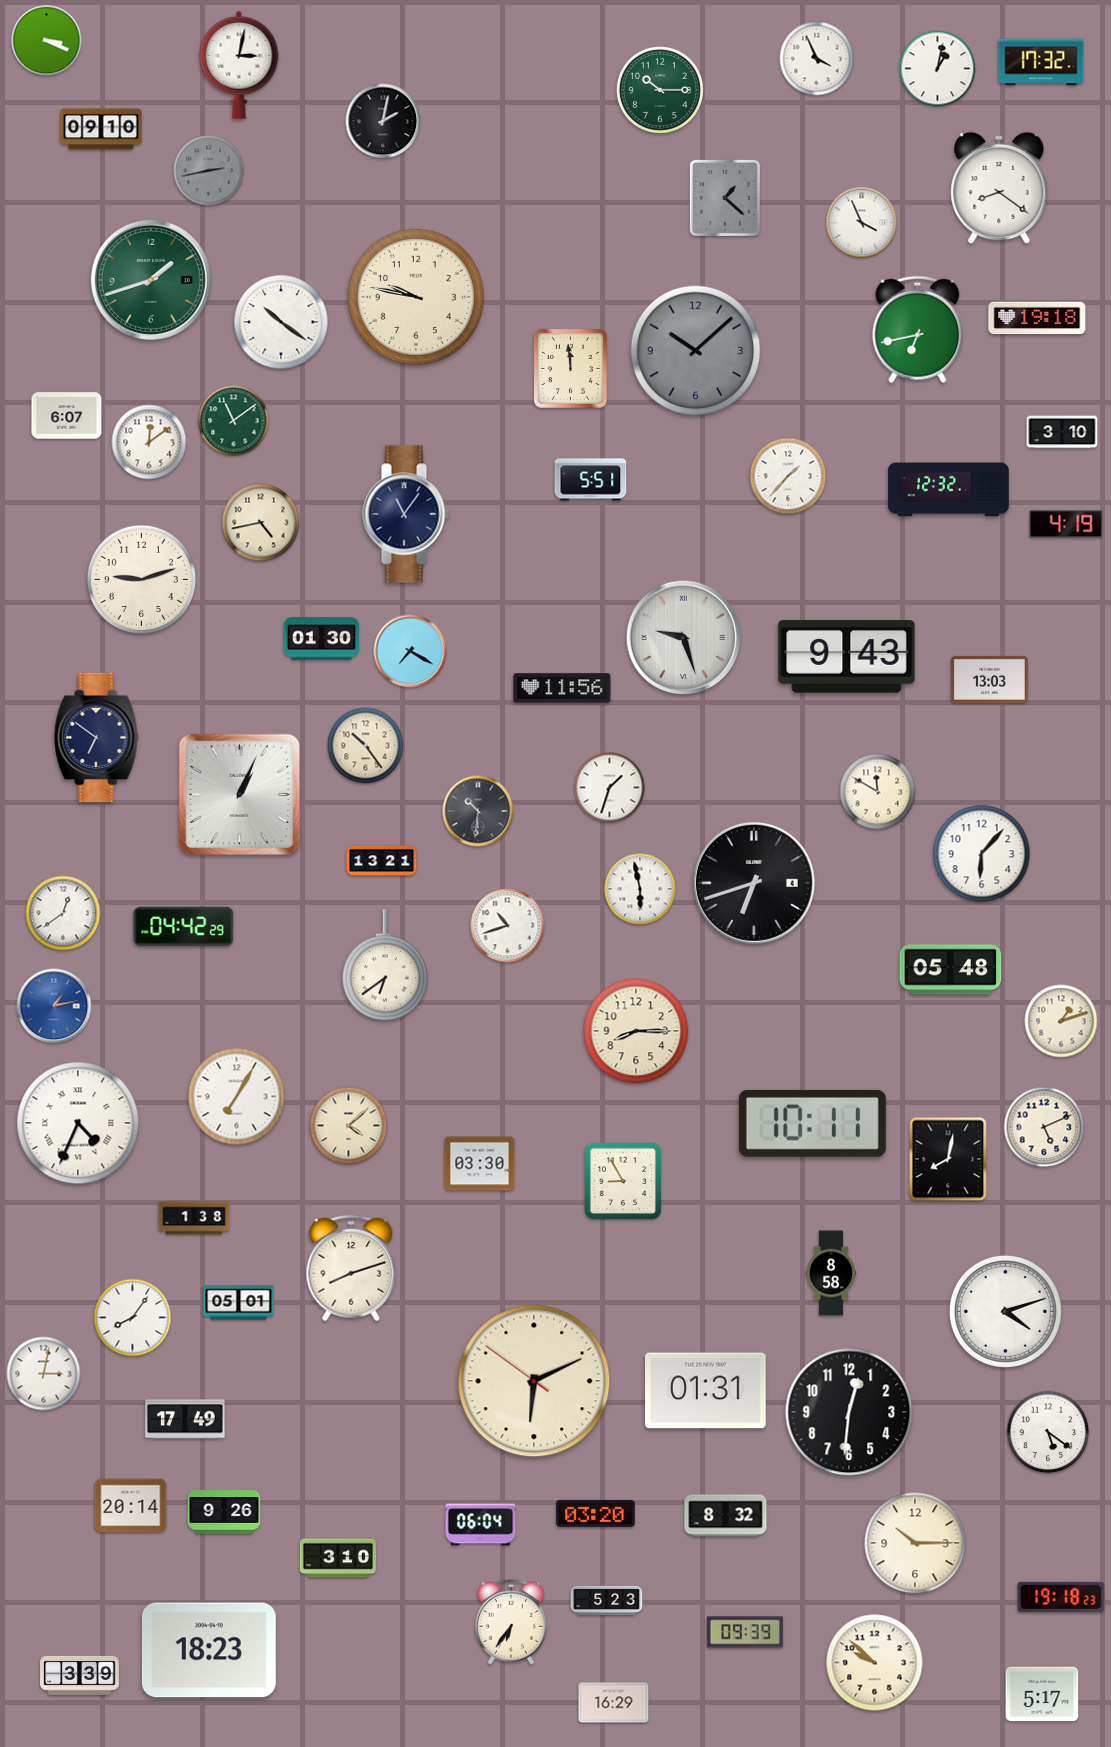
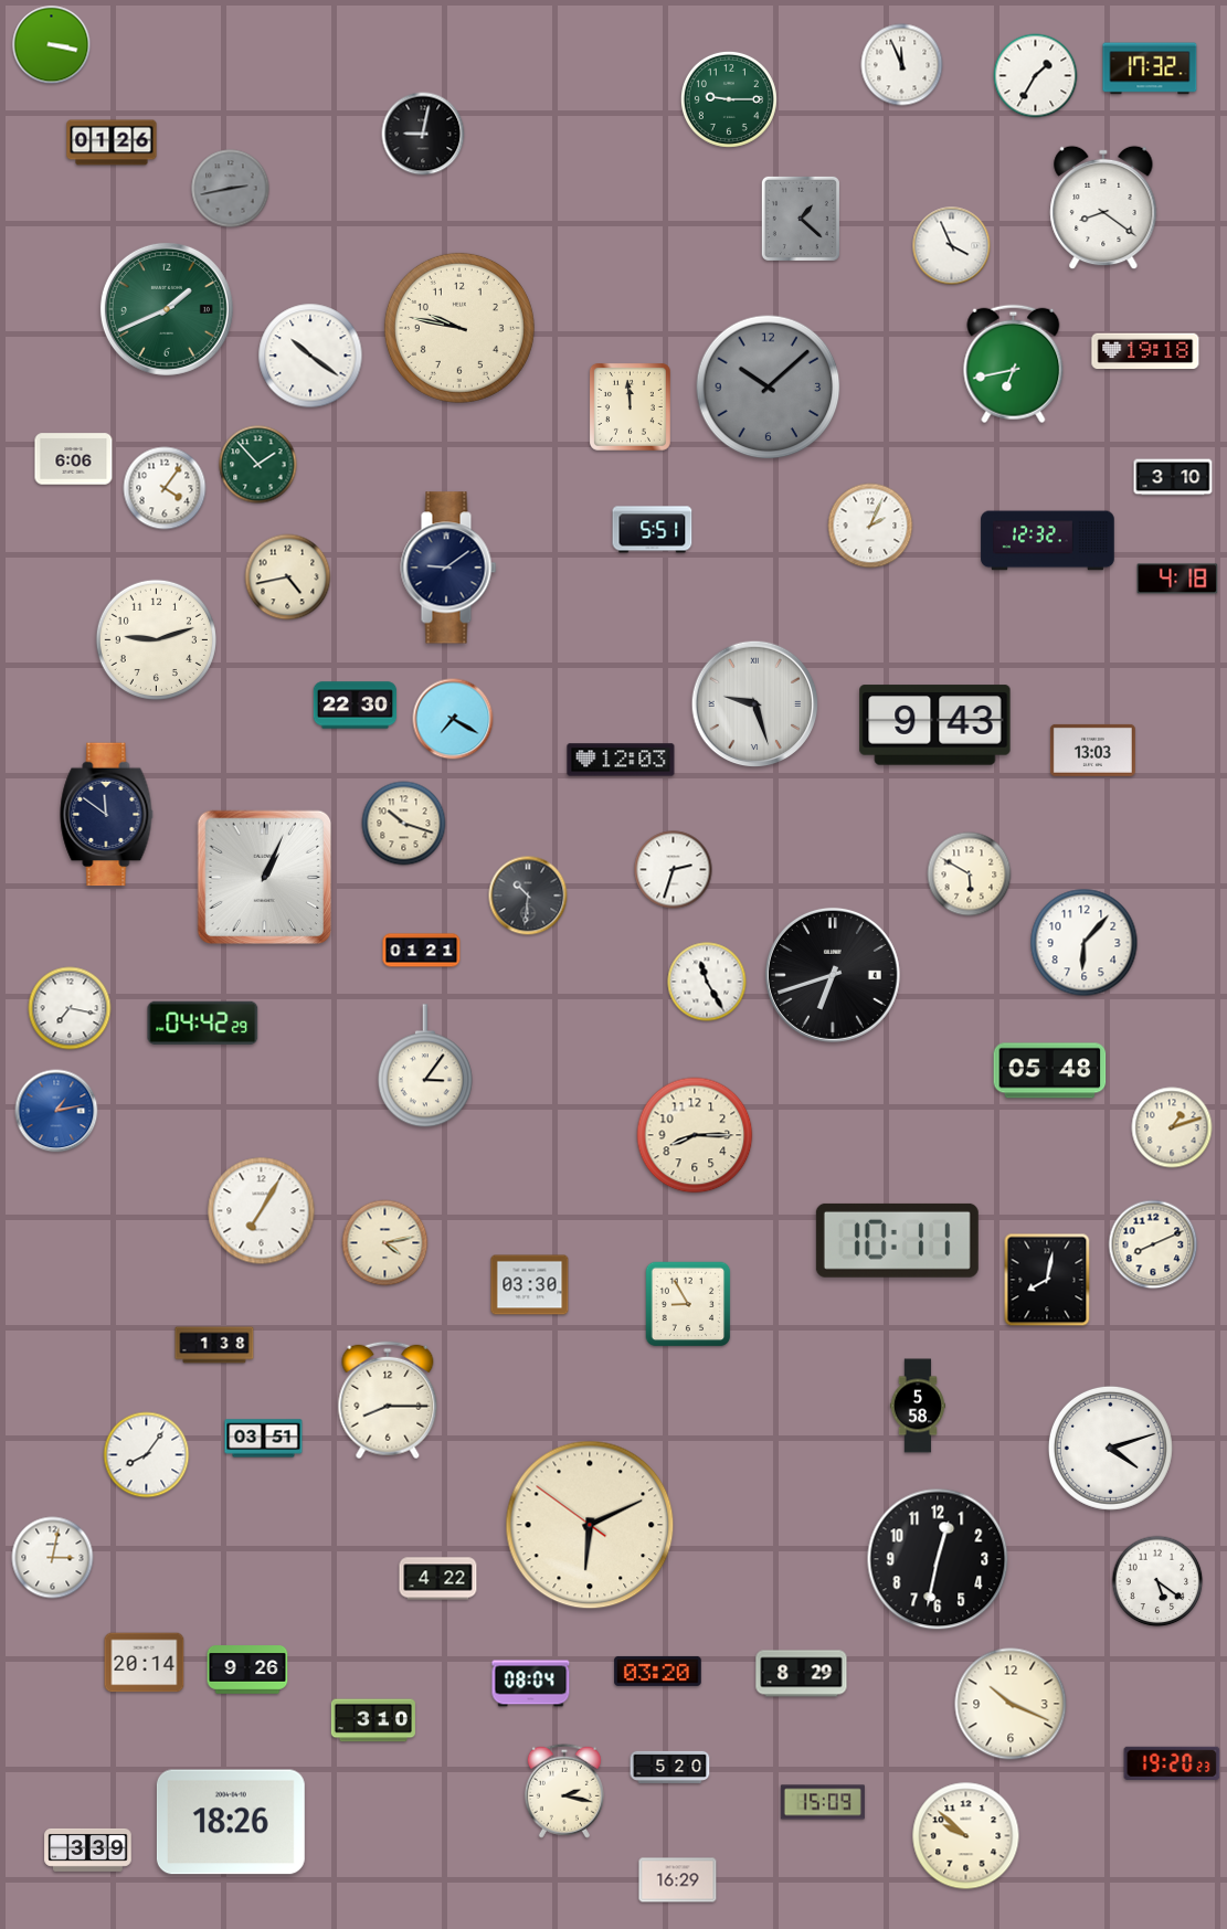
clock at (47, 41): 3:19 -> 3:17
clock at (817, 59): 3:56 -> 11:56
clock at (239, 65): 3:02 -> none
clock at (938, 69): 1:02 -> 1:35
clock at (660, 90): 10:15 -> 9:15
clock at (383, 121): 2:02 -> 9:02
clock at (101, 129): 09:10 -> 01:26
clock at (151, 280): 1:42 -> 1:41
clock at (67, 416): 6:07 -> 6:06
clock at (234, 421): 11:09 -> 1:53
clock at (149, 442): 12:09 -> 4:06
clock at (788, 476): 1:37 -> 2:04
clock at (406, 514): 11:06 -> 9:09
clock at (1066, 524): 4:19 -> 4:18
clock at (322, 639): 01:30 -> 22:30
clock at (562, 688): 11:56 -> 12:03
clock at (97, 738): 6:51 -> 11:51
clock at (366, 746): 10:24 -> 10:18
clock at (610, 788): 1:33 -> 2:33
clock at (878, 792): 11:50 -> 5:50
clock at (382, 861): 13:21 -> 01:21
clock at (640, 889): 5:58 -> 11:25
clock at (63, 913): 12:39 -> 7:17
clock at (508, 926): 10:42 -> none
clock at (385, 966): 6:39 -> 3:06
clock at (54, 1006) position: (54, 1006) -> (56, 1111)
clock at (636, 1031) position: (636, 1031) -> (695, 1135)
clock at (78, 1123): 4:34 -> none
clock at (349, 1126): 4:08 -> 4:13
clock at (1044, 1127): 5:11 -> 8:11
clock at (351, 1268): 8:12 -> 8:15
clock at (831, 1273): 8:58 -> 5:58
clock at (239, 1303): 05:01 -> 03:51
clock at (44, 1374) position: (44, 1374) -> (53, 1558)
clock at (706, 1391): 01:31 -> none
clock at (849, 1412): 12:31 -> 12:32
clock at (185, 1419): 17:49 -> none
clock at (438, 1579): none -> 4:22
clock at (726, 1516): 8:32 -> 8:29
clock at (481, 1525): 06:04 -> 08:04
clock at (915, 1543): 10:15 -> 10:19
clock at (1061, 1597): 19:18 -> 19:20
clock at (607, 1600): 5:23 -> 5:20
clock at (511, 1622): 6:36 -> 2:17
clock at (745, 1632): 09:39 -> 15:09
clock at (209, 1650): 18:23 -> 18:26
clock at (1042, 1694): 5:17 -> none
